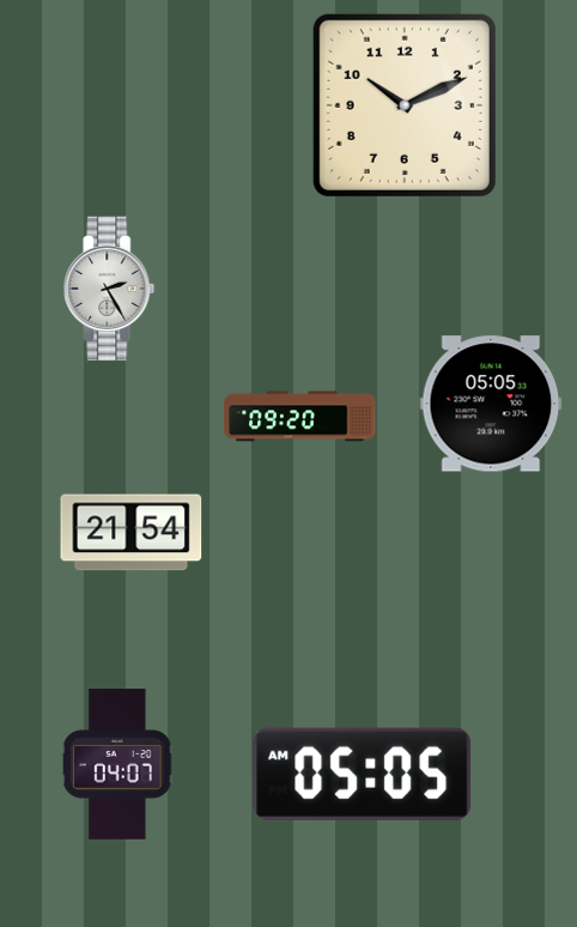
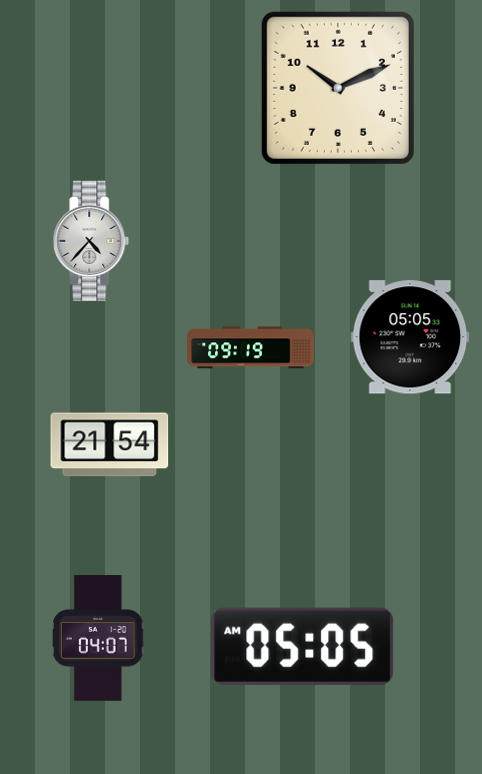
clock at (109, 289): 2:25 -> 4:37
clock at (300, 417): 09:20 -> 09:19
